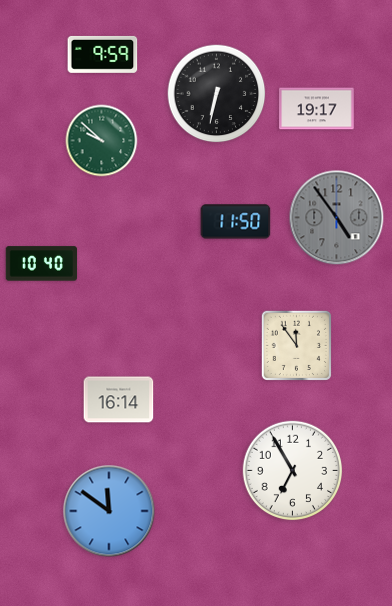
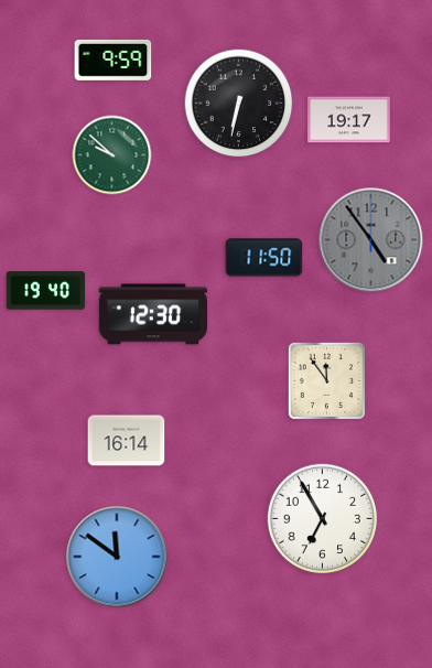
clock at (236, 222) position: (236, 222) -> (264, 258)
clock at (42, 264): 10:40 -> 19:40
clock at (152, 314): none -> 12:30
clock at (119, 400) position: (119, 400) -> (127, 441)
clock at (109, 511) position: (109, 511) -> (117, 557)
